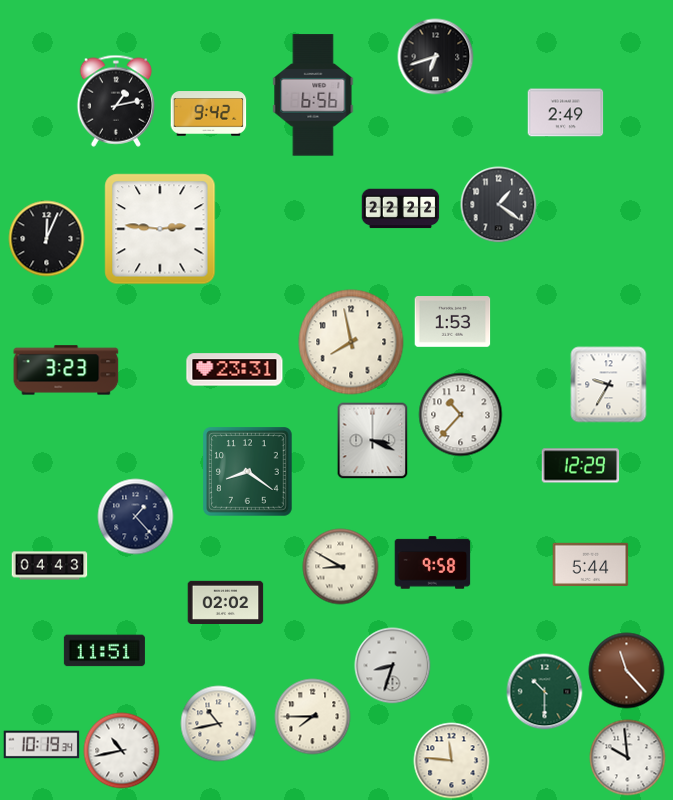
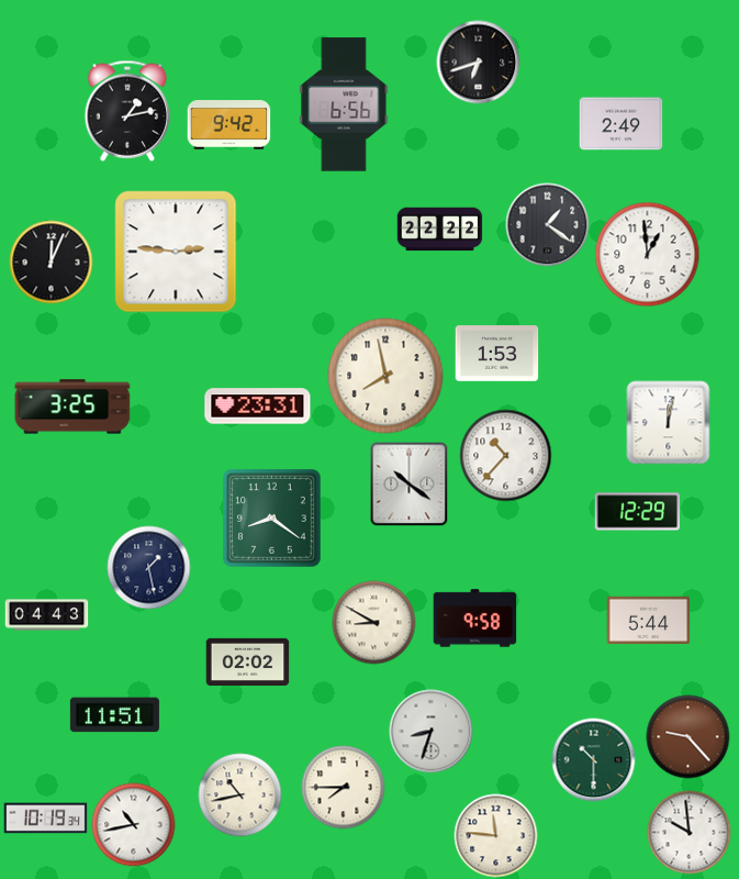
clock at (648, 255): none -> 12:59
clock at (66, 370): 3:23 -> 3:25
clock at (609, 385): 9:35 -> 12:02
clock at (373, 441): 3:19 -> 10:21
clock at (136, 517): 1:23 -> 1:28
clock at (50, 566) position: (50, 566) -> (47, 615)
clock at (627, 671): 11:23 -> 9:23
clock at (545, 692) position: (545, 692) -> (594, 760)
